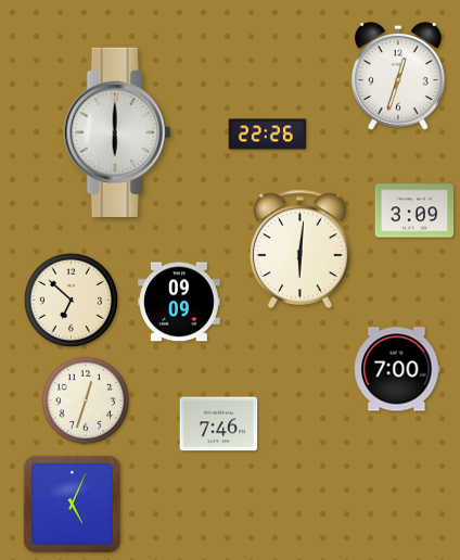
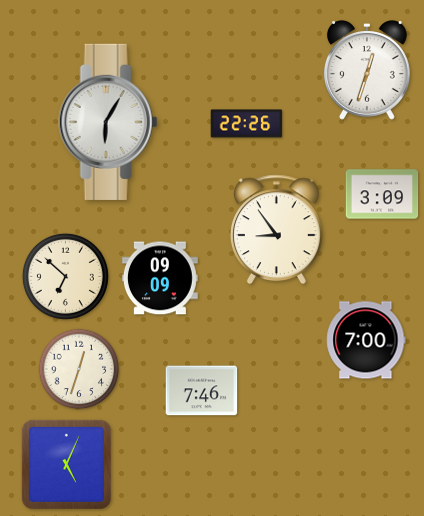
clock at (117, 132): 6:00 -> 6:05
clock at (299, 250): 6:01 -> 8:54
clock at (179, 302) position: (179, 302) -> (160, 278)
